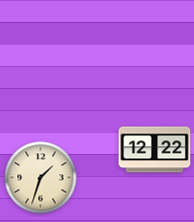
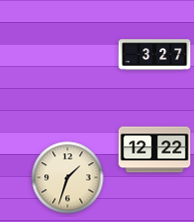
clock at (155, 55): none -> 3:27
clock at (41, 178) position: (41, 178) -> (68, 178)
